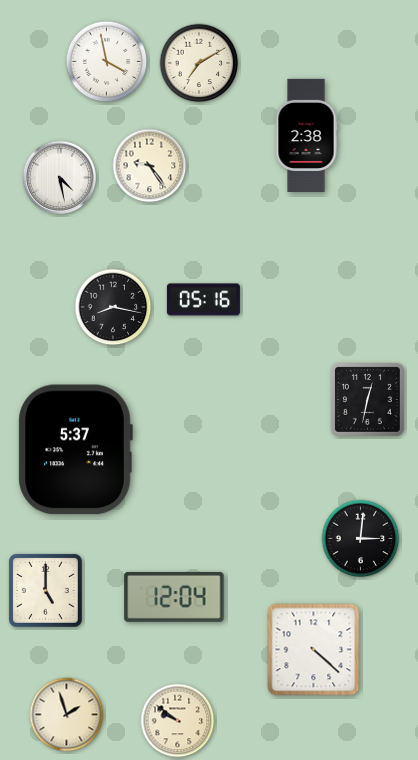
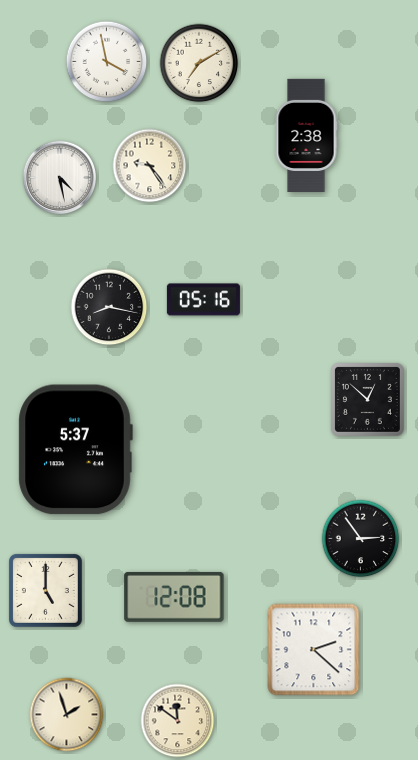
clock at (113, 307) position: (113, 307) -> (109, 307)
clock at (367, 399): 12:32 -> 12:52
clock at (361, 539): 3:01 -> 2:54
clock at (174, 597): 12:04 -> 12:08
clock at (314, 650): 4:22 -> 2:22
clock at (178, 721): 9:51 -> 11:51
